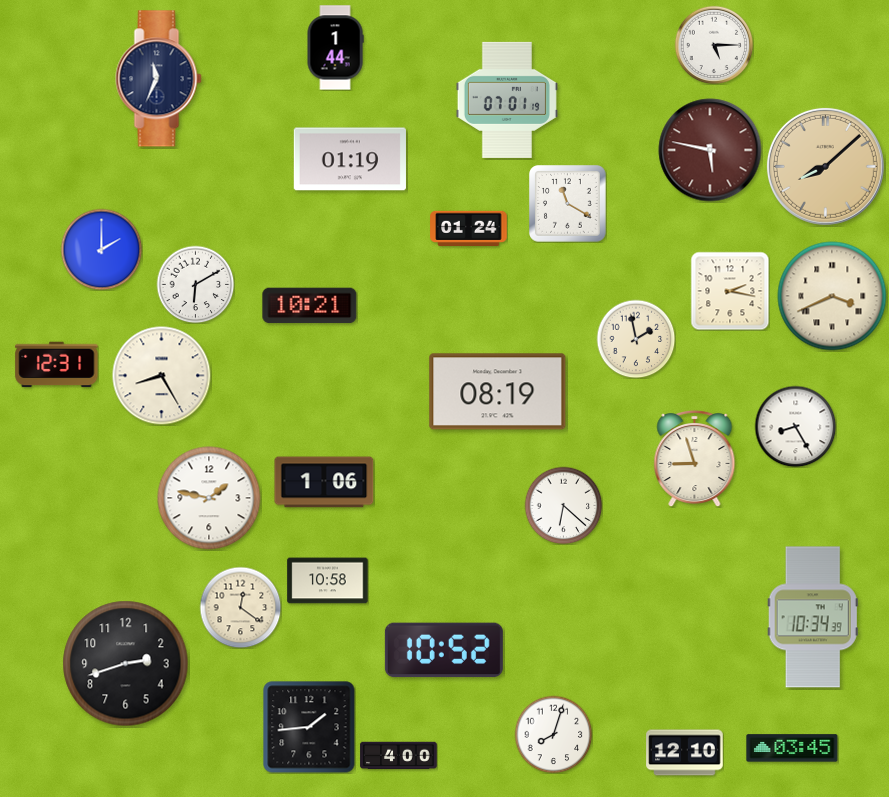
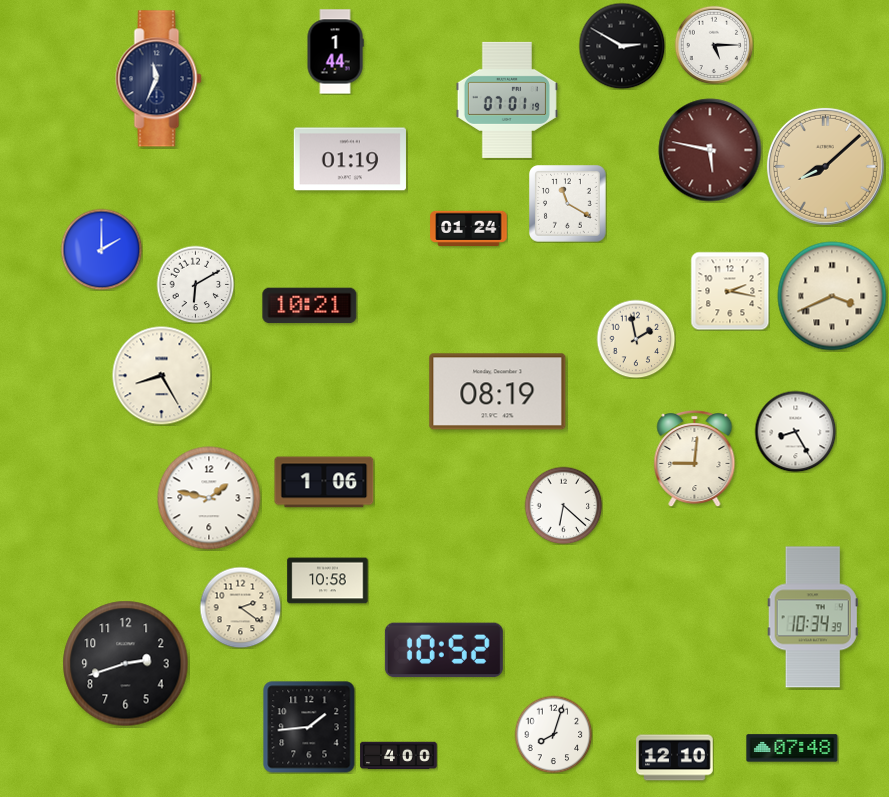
clock at (622, 46): none -> 2:50
clock at (335, 48) position: (335, 48) -> (335, 52)
clock at (57, 365): 12:31 -> none
clock at (795, 426) position: (795, 426) -> (795, 431)
clock at (695, 458): 8:57 -> 9:01
clock at (240, 607): 12:21 -> 2:21
clock at (792, 748): 03:45 -> 07:48
clock at (685, 753) position: (685, 753) -> (675, 758)
